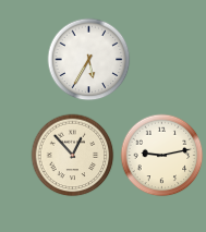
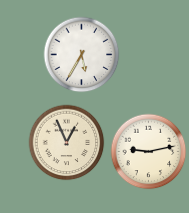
clock at (73, 156): 12:53 -> 12:56
clock at (162, 156) position: (162, 156) -> (149, 152)
